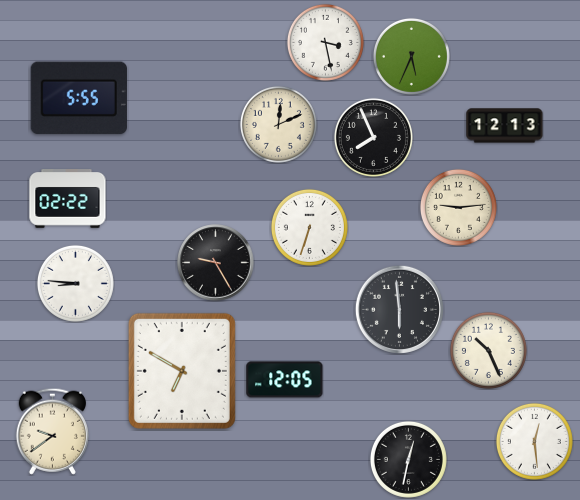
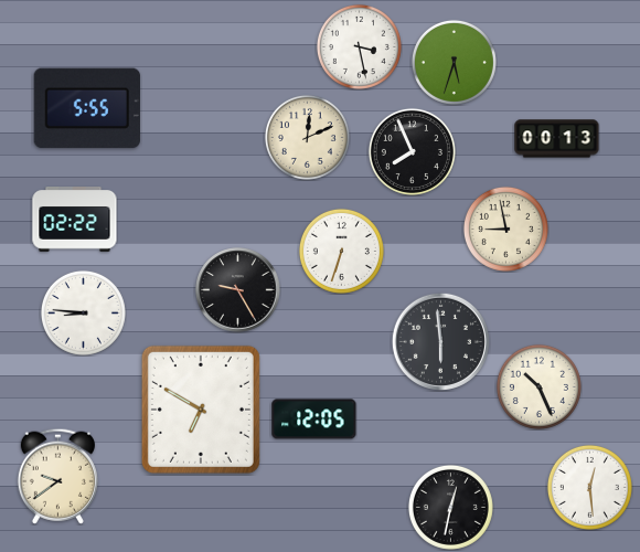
clock at (411, 56): 5:34 -> 5:33
clock at (505, 126): 12:13 -> 00:13
clock at (458, 207): 9:14 -> 8:58
